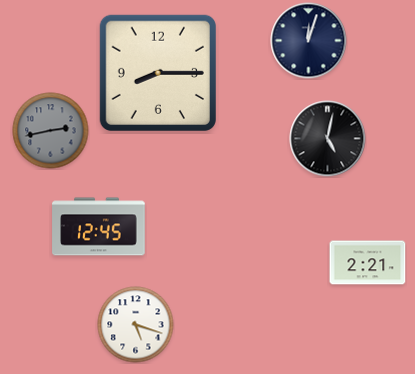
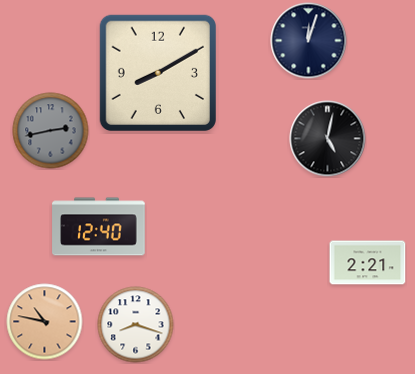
clock at (158, 73): 8:15 -> 8:10
clock at (99, 227): 12:45 -> 12:40
clock at (45, 322): none -> 10:47
clock at (136, 325): 5:18 -> 8:18
